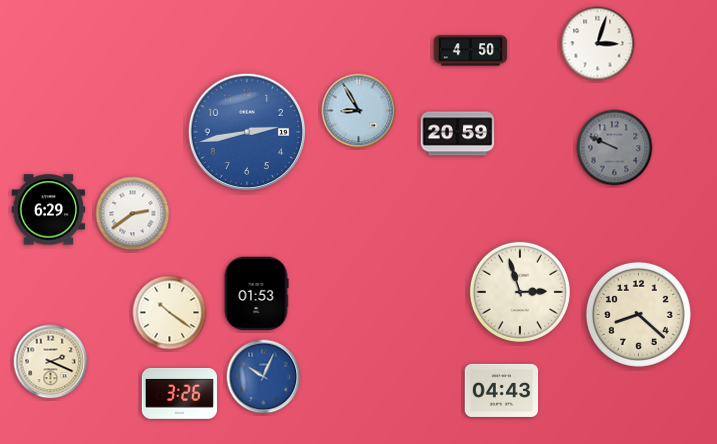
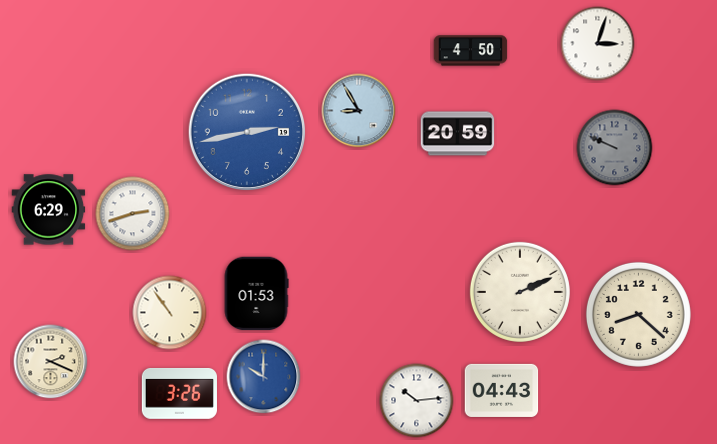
clock at (133, 214): 2:39 -> 2:42
clock at (520, 292): 2:57 -> 2:11
clock at (170, 313): 10:21 -> 10:54
clock at (264, 377): 10:04 -> 10:00
clock at (417, 401): none -> 10:14
